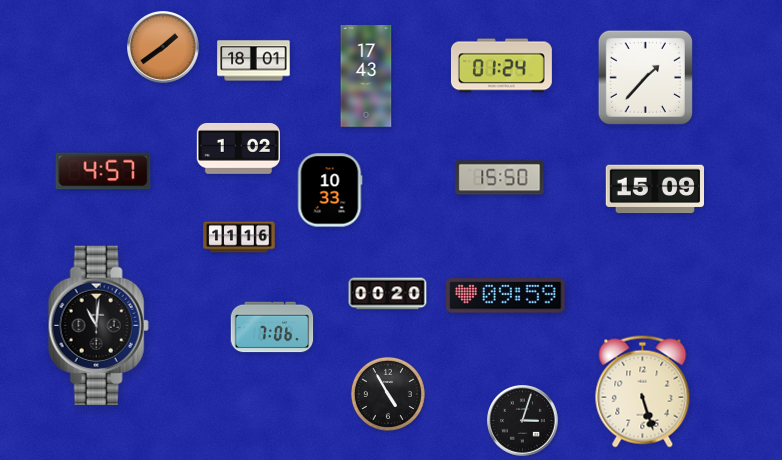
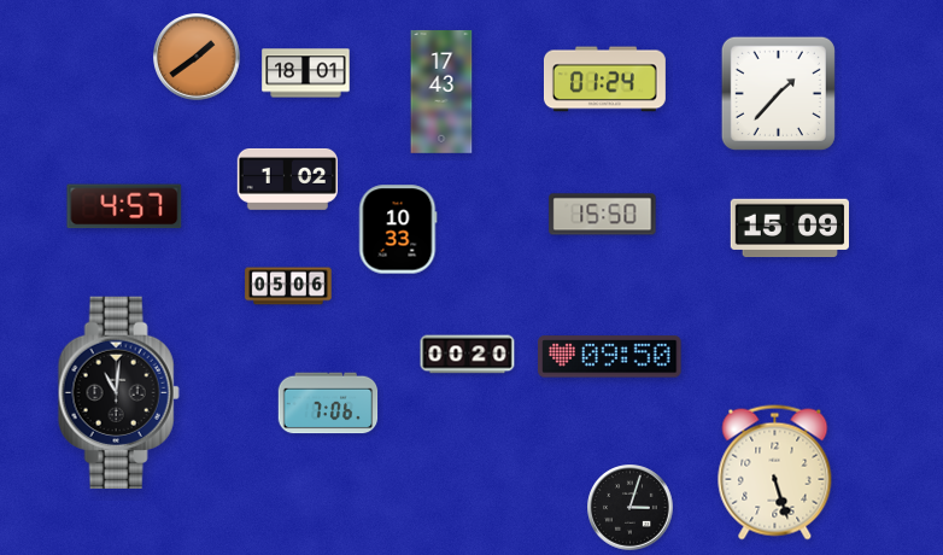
clock at (239, 237): 11:16 -> 05:06
clock at (506, 296): 09:59 -> 09:50
clock at (272, 327) position: (272, 327) -> (328, 403)
clock at (388, 394): 4:55 -> none
